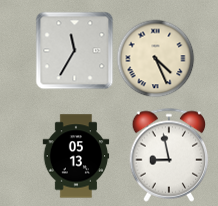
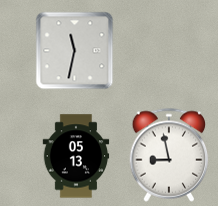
clock at (74, 50): 11:35 -> 11:32
clock at (155, 58): 4:26 -> none
